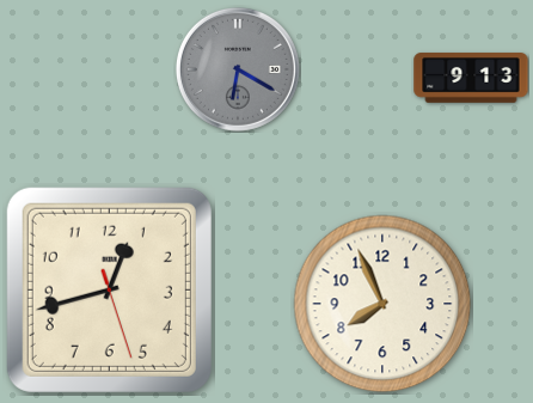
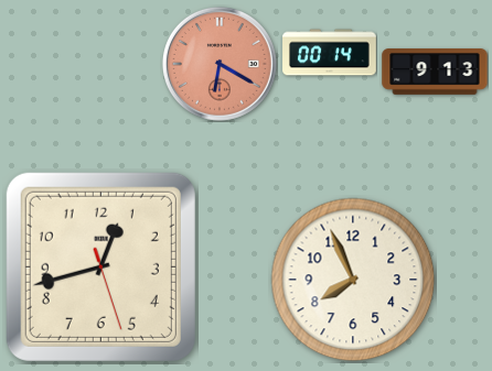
clock at (330, 53): none -> 00:14
clock at (238, 69) dial: grey -> salmon
